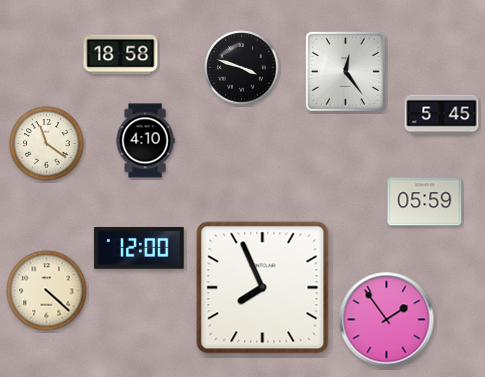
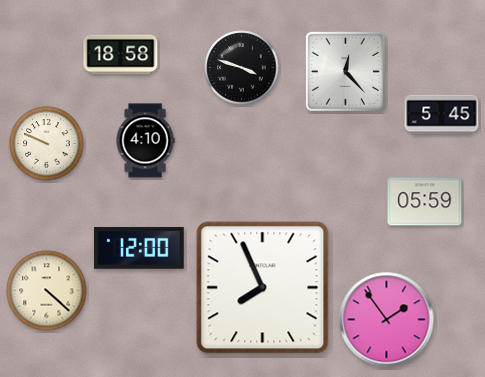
clock at (345, 71): 12:24 -> 12:23
clock at (47, 144): 11:21 -> 9:49
